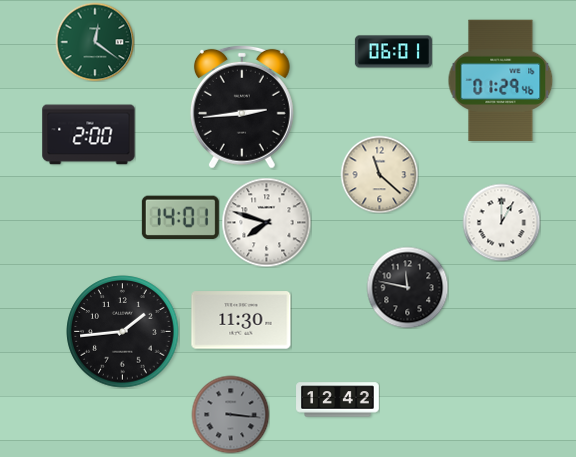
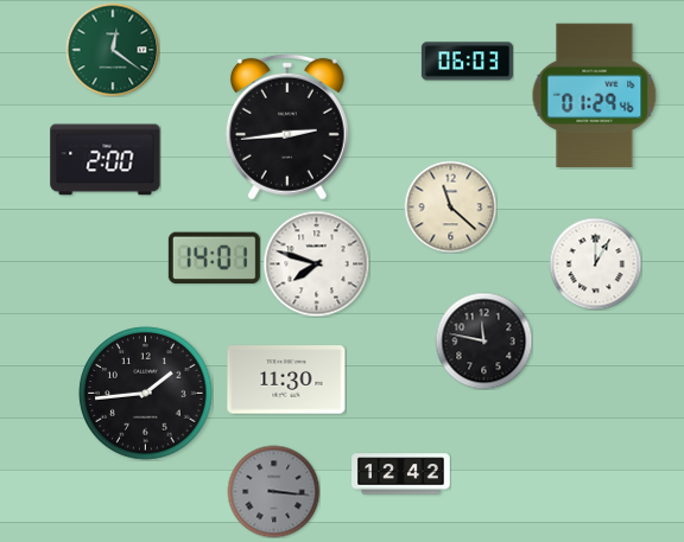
clock at (393, 52): 06:01 -> 06:03
